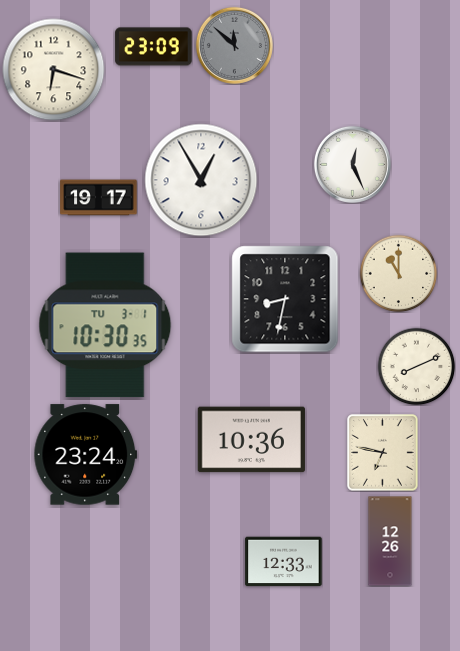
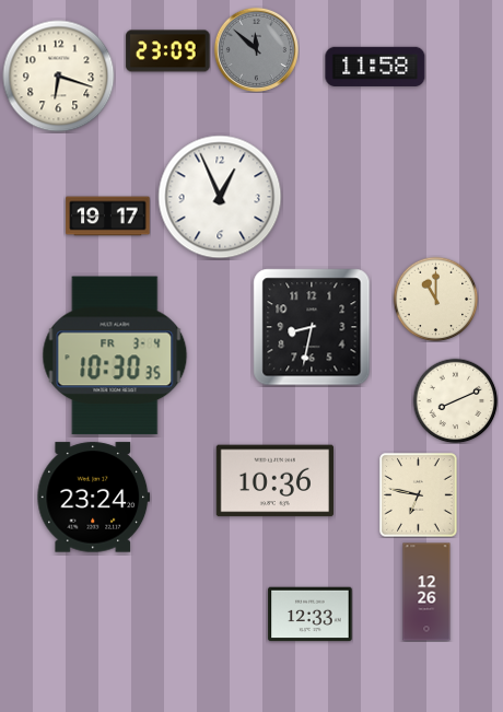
clock at (375, 67): none -> 11:58
clock at (352, 164): 12:26 -> none
clock at (201, 180): 12:55 -> 12:56
clock at (105, 325) date: TU 3-1 -> FR 3-4
